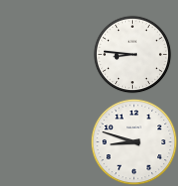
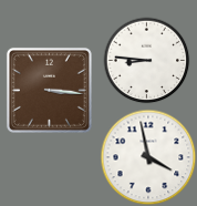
clock at (49, 90): none -> 3:16
clock at (134, 142): 8:48 -> 3:58
